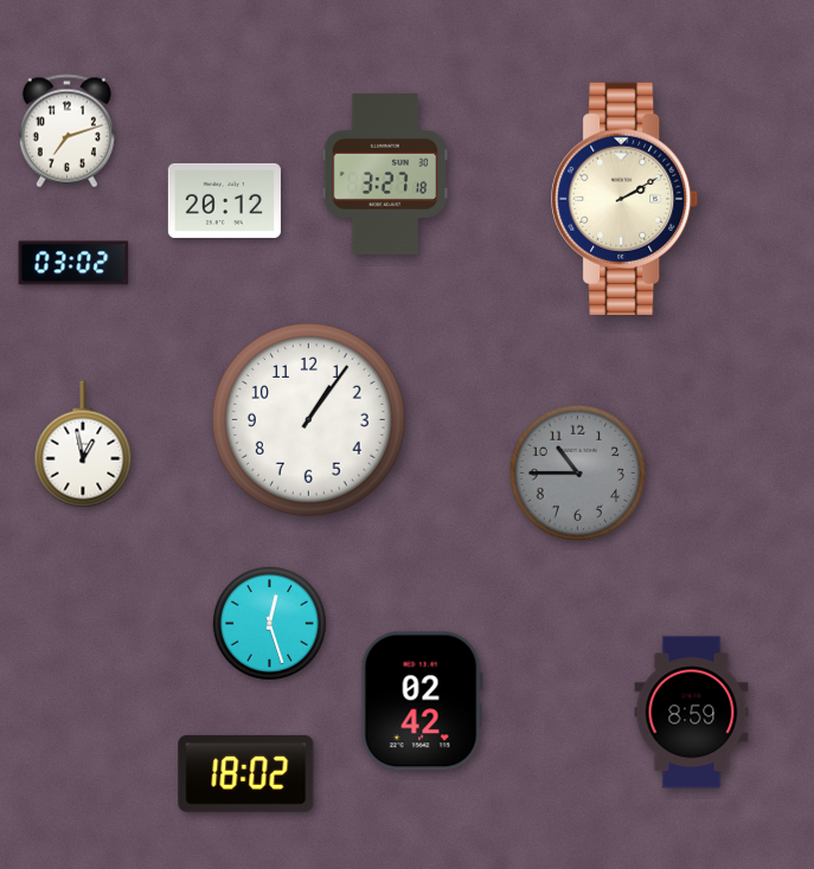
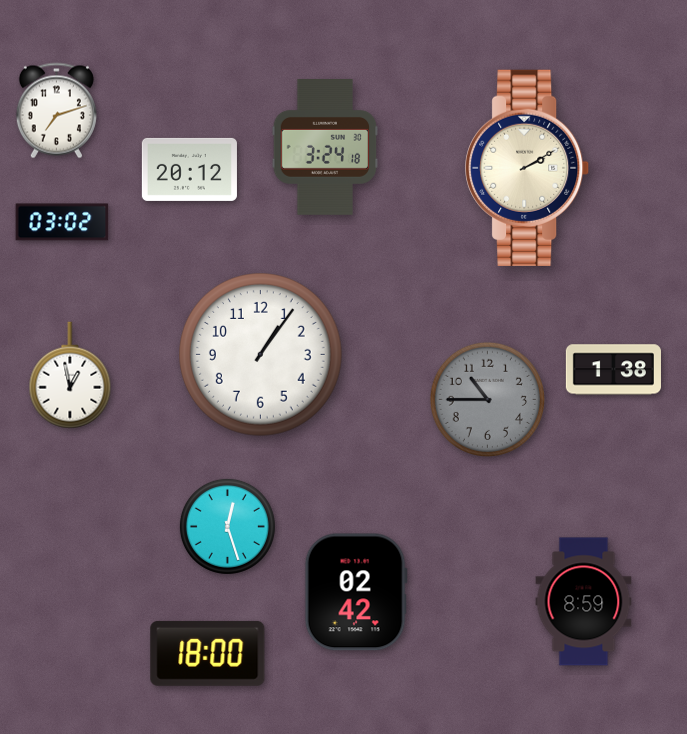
clock at (385, 175): 3:27 -> 3:24
clock at (613, 370): none -> 1:38
clock at (246, 773): 18:02 -> 18:00
